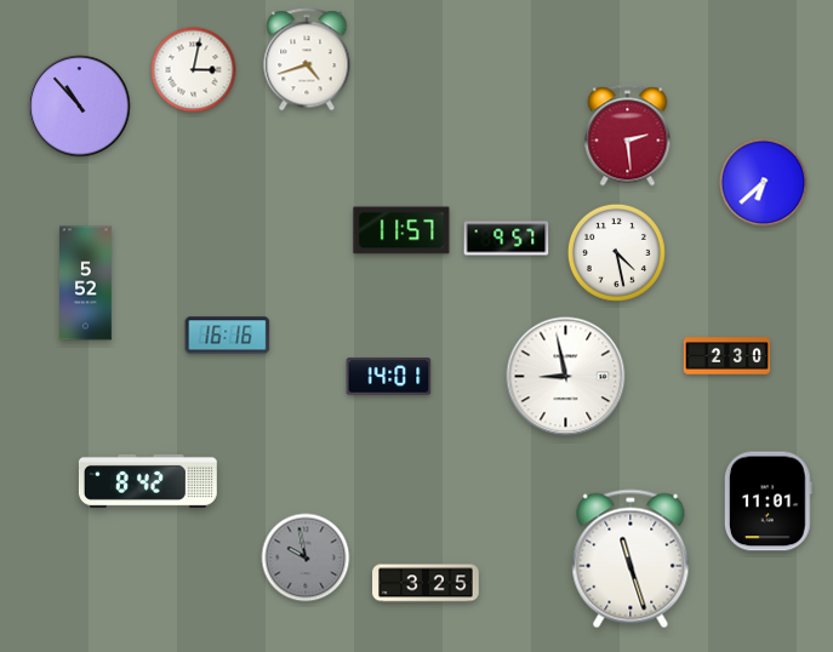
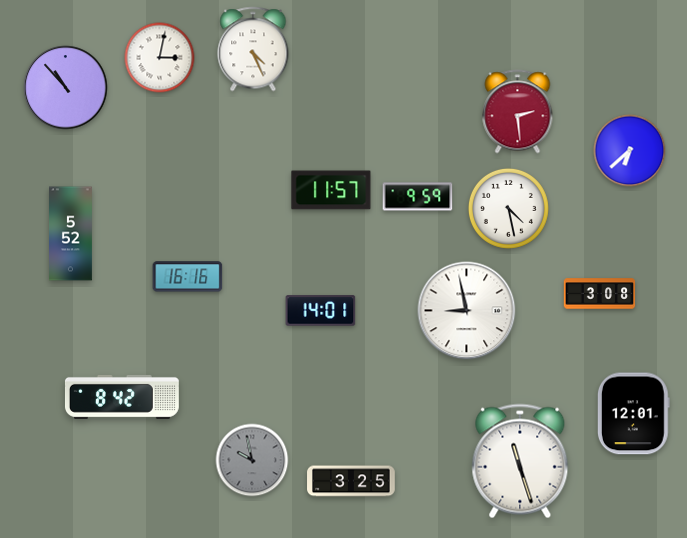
clock at (307, 59): 4:42 -> 4:26
clock at (507, 239): 9:57 -> 9:59
clock at (728, 356): 2:30 -> 3:08
clock at (768, 502): 11:01 -> 12:01
